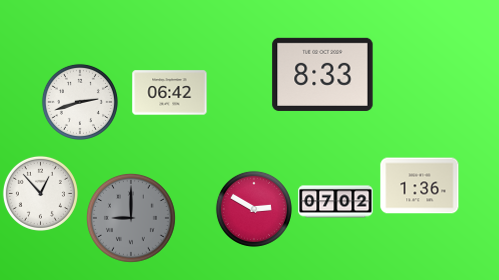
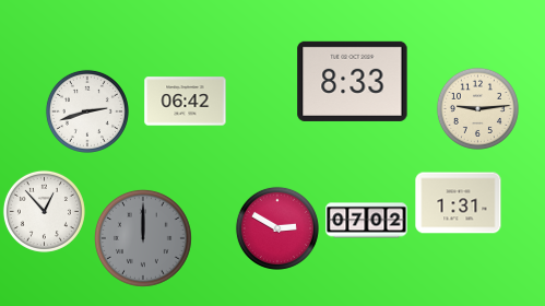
clock at (477, 108): none -> 9:14
clock at (420, 186): 1:36 -> 1:31
clock at (131, 218): 9:00 -> 12:00
